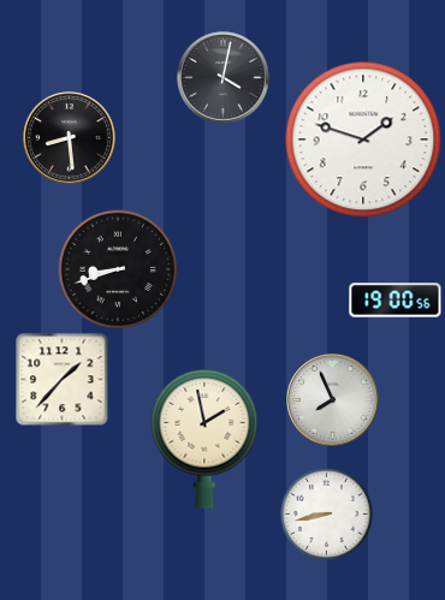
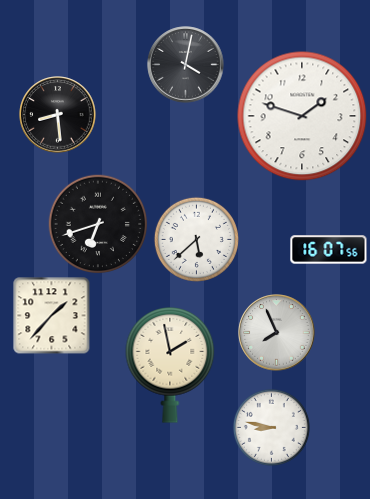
clock at (118, 269): 8:42 -> 6:42
clock at (196, 239): none -> 5:38
clock at (396, 301): 19:00 -> 16:07
clock at (326, 513): 8:43 -> 8:47
